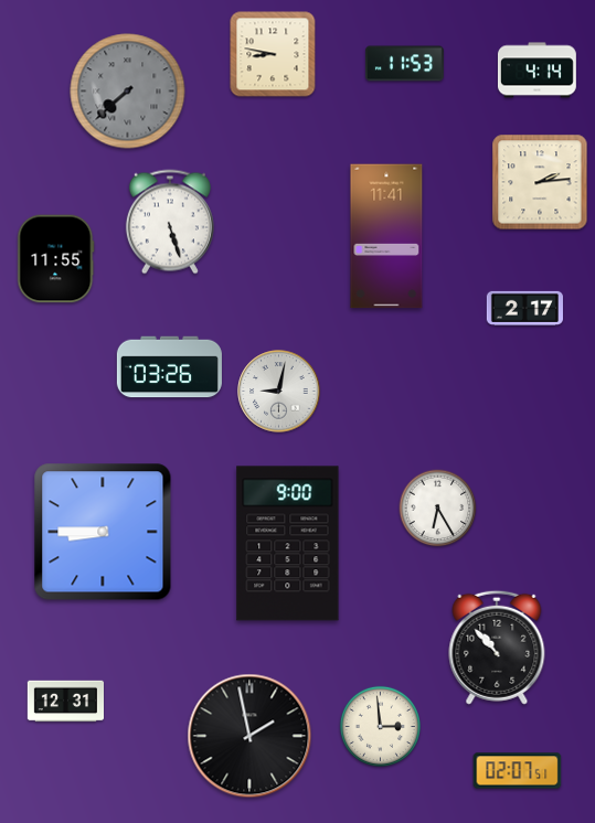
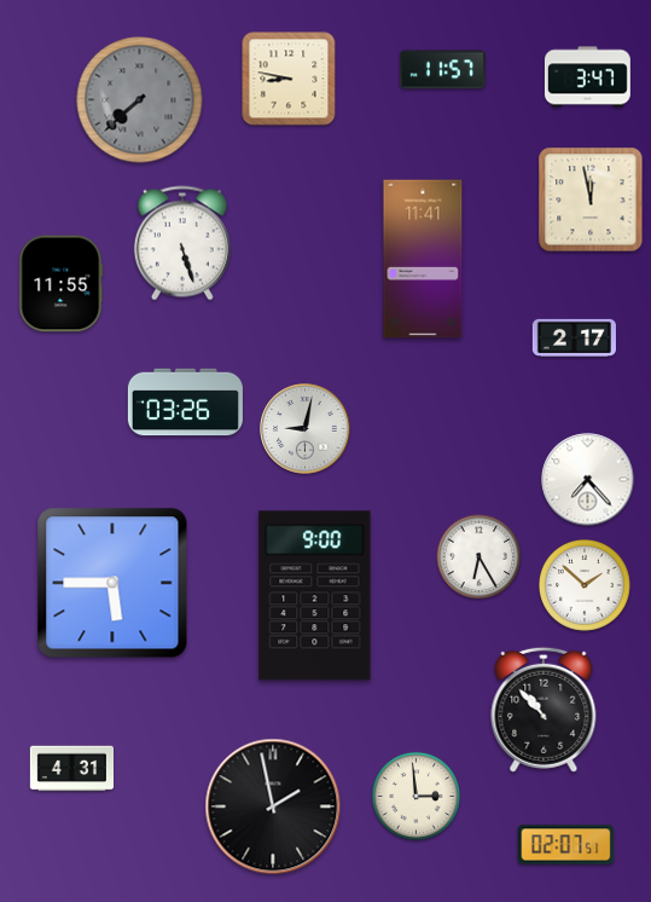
clock at (273, 54) position: (273, 54) -> (289, 79)
clock at (405, 64): 11:53 -> 11:57
clock at (536, 71): 4:14 -> 3:47
clock at (540, 182): 2:14 -> 11:58
clock at (170, 222) position: (170, 222) -> (182, 243)
clock at (588, 480): none -> 7:23
clock at (103, 532): 8:45 -> 5:45
clock at (586, 586): none -> 1:52
clock at (65, 702): 12:31 -> 4:31
